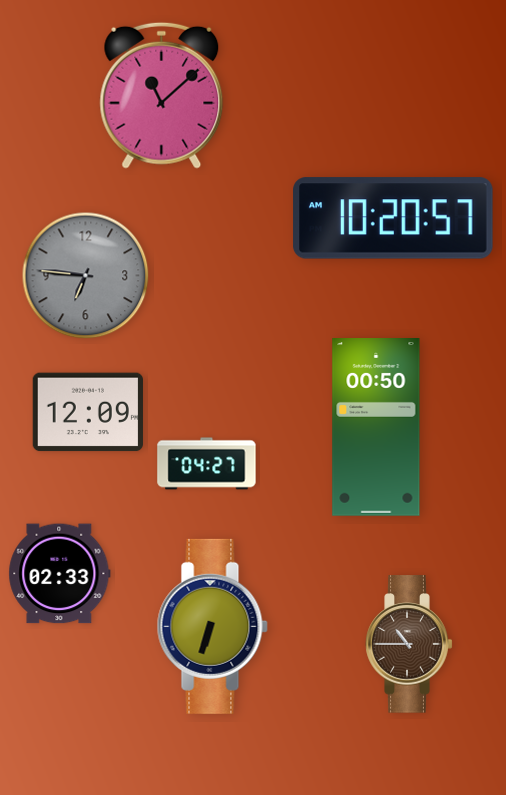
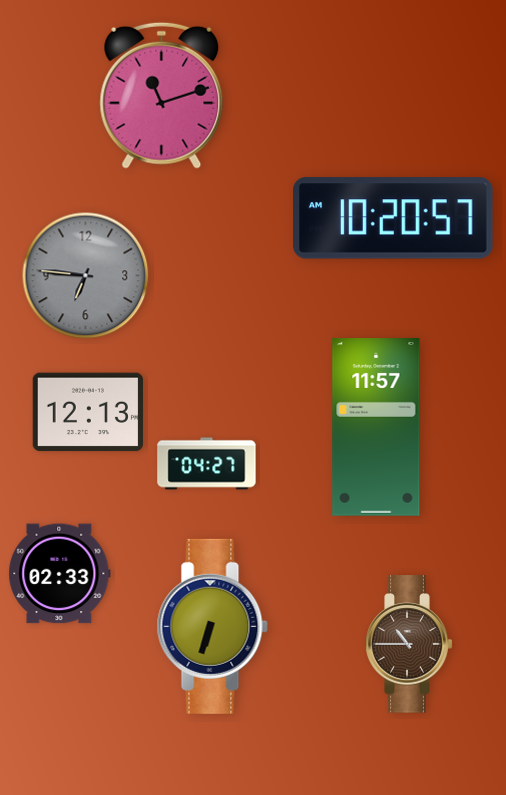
clock at (162, 95): 11:08 -> 11:12
clock at (87, 412): 12:09 -> 12:13
clock at (376, 428): 00:50 -> 11:57
